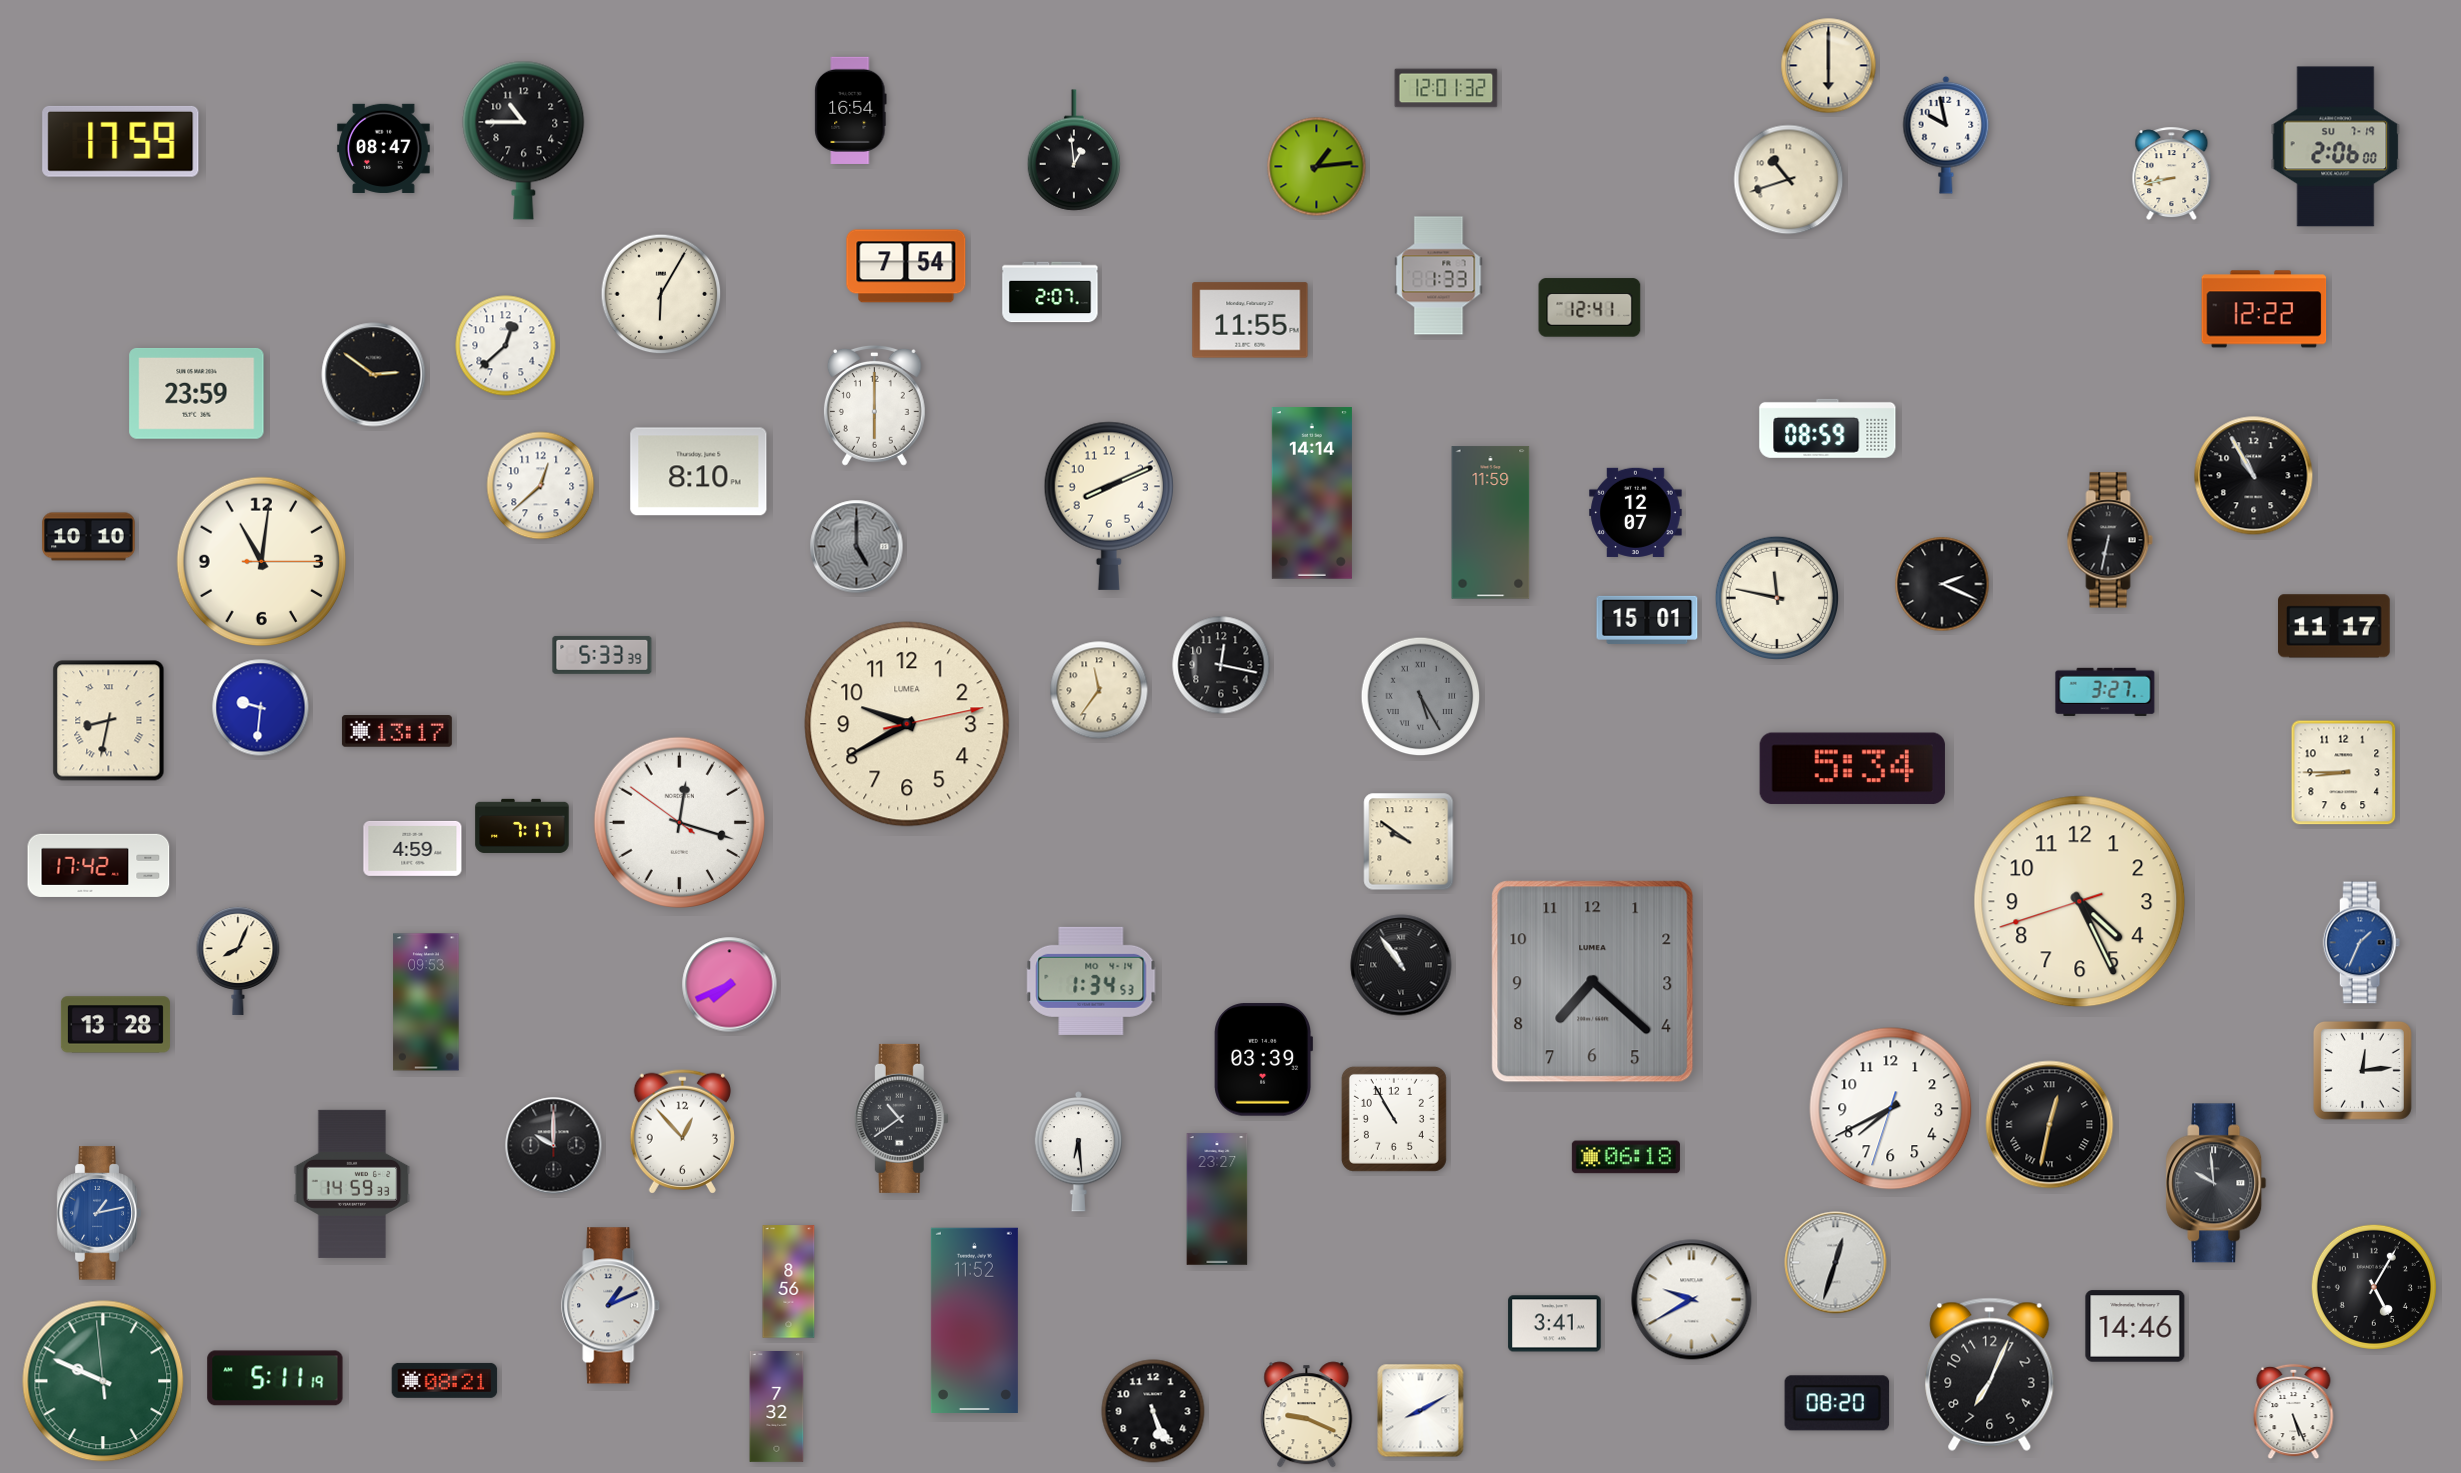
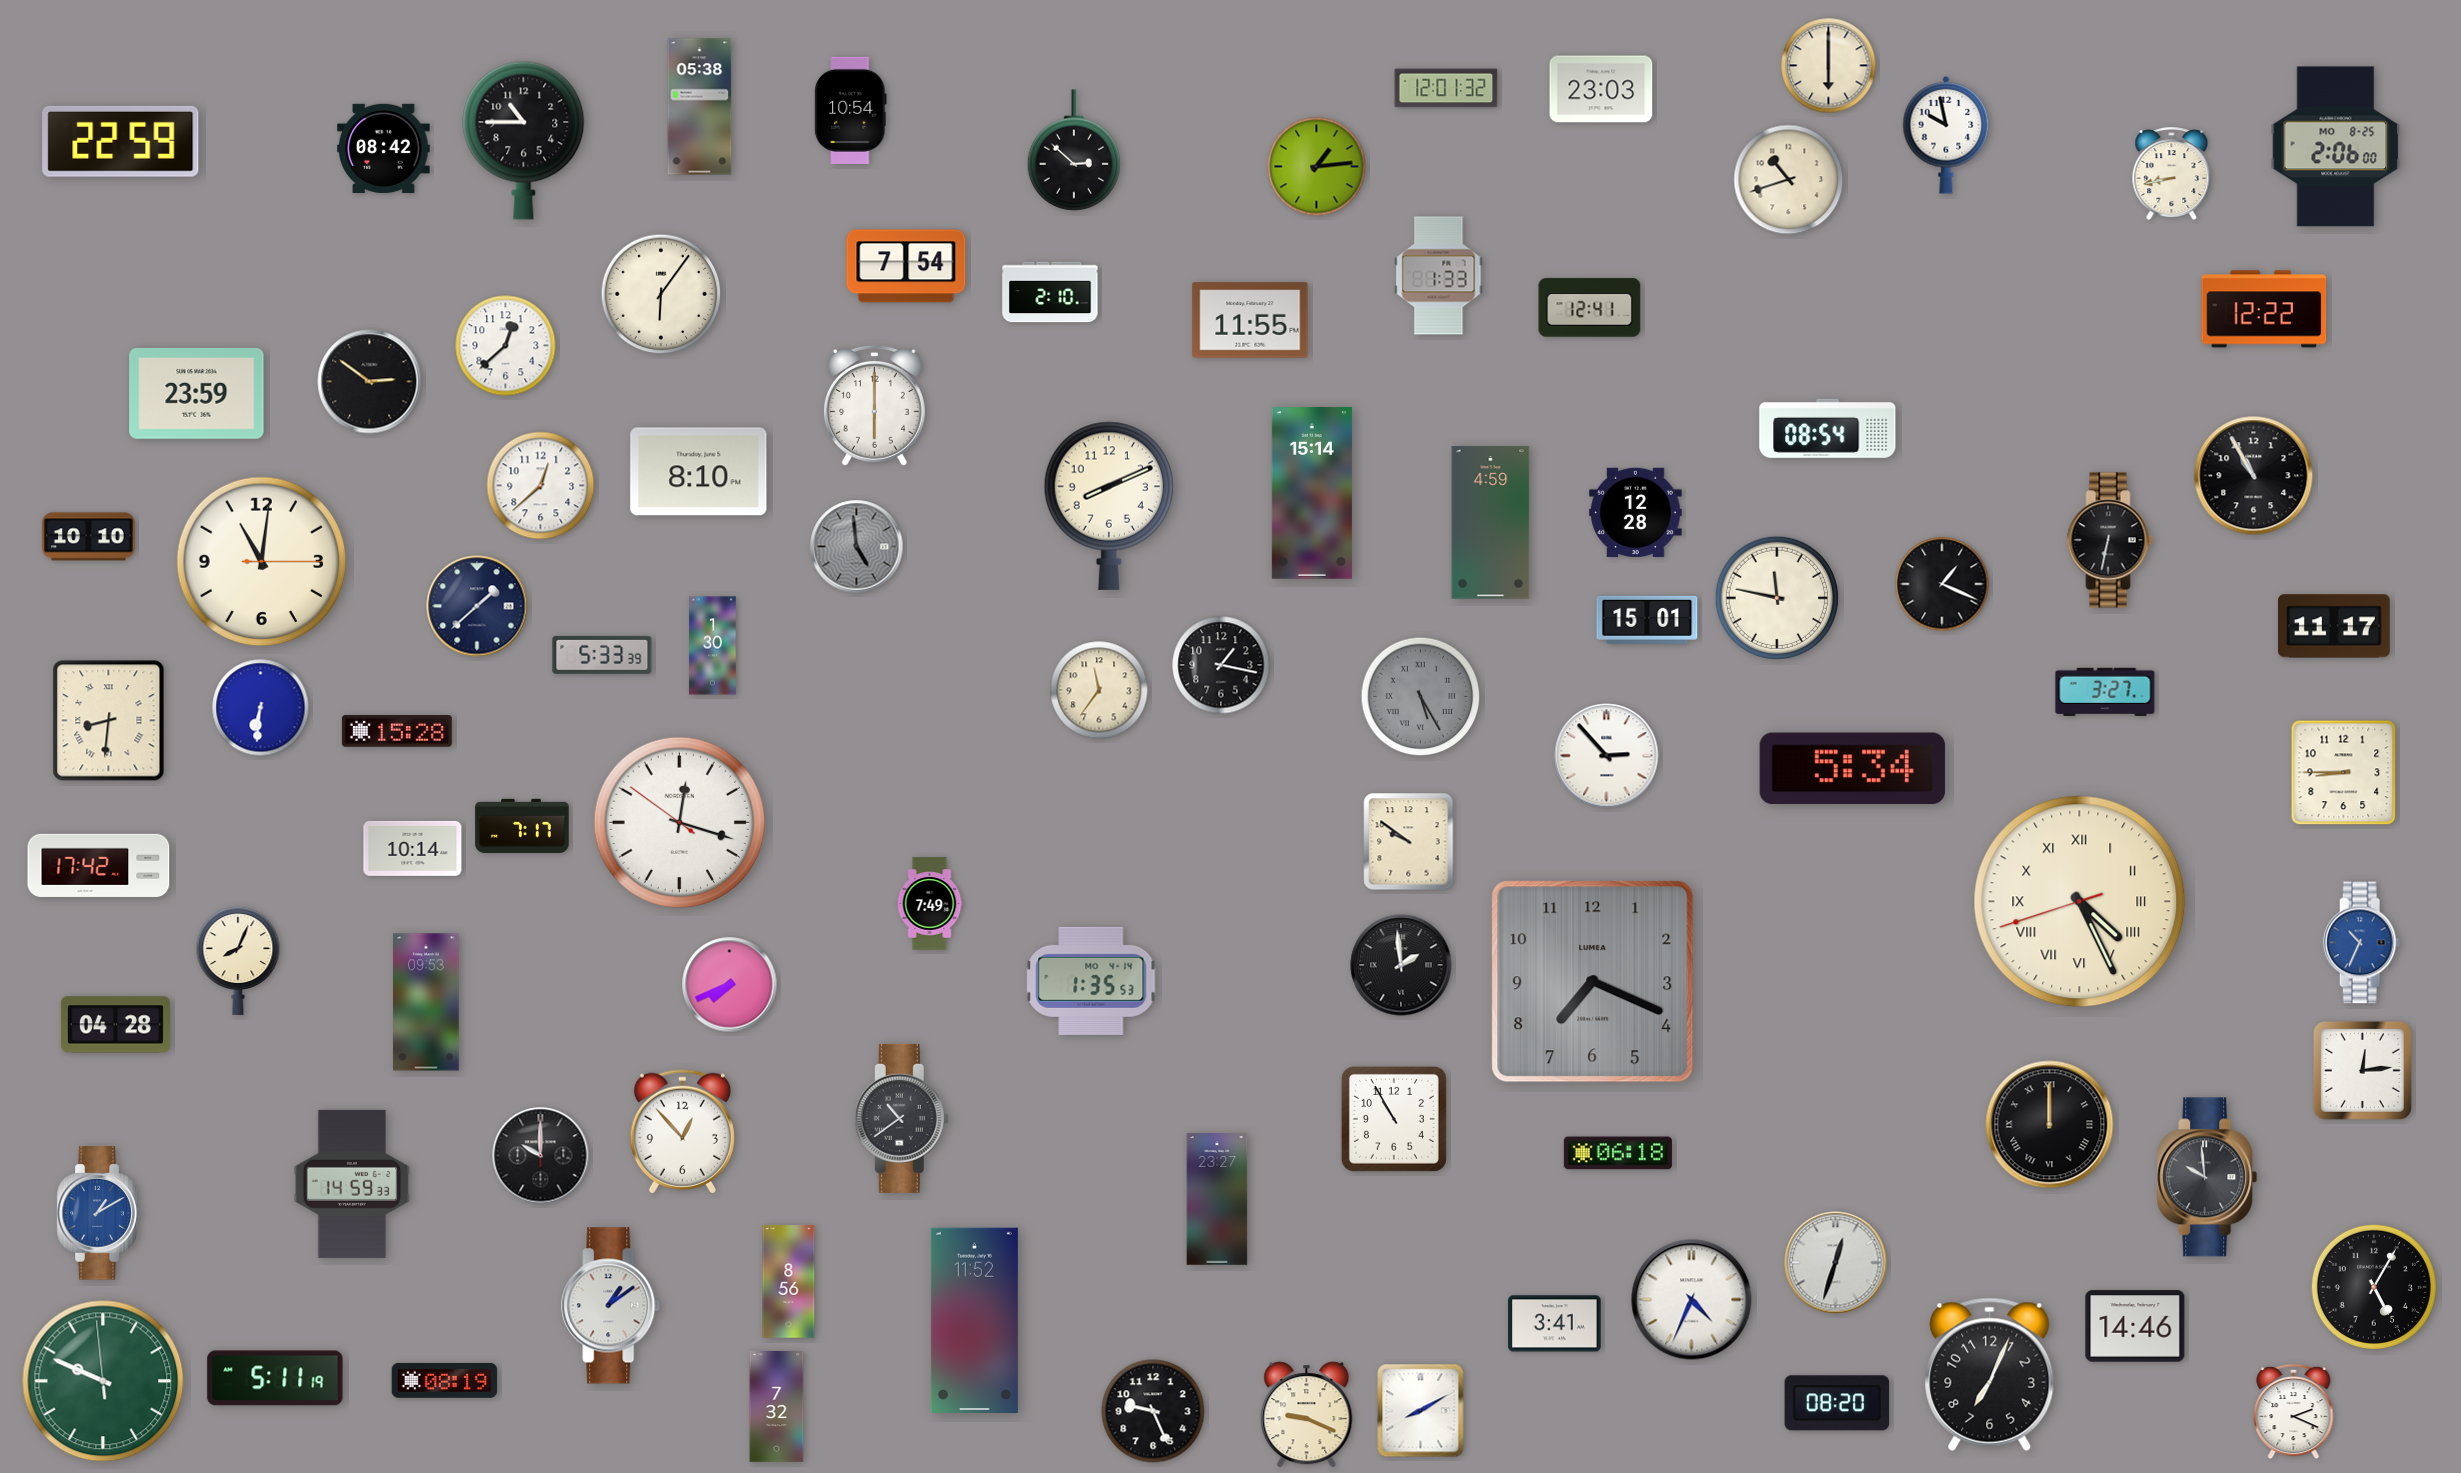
clock at (1601, 89): none -> 23:03
clock at (700, 107): none -> 05:38
clock at (851, 110): 16:54 -> 10:54
clock at (121, 141): 17:59 -> 22:59
clock at (2336, 147) date: SU 7-19 -> MO 8-25
clock at (384, 148): 08:47 -> 08:42
clock at (1073, 150): 12:59 -> 2:52
clock at (1050, 292): 2:07 -> 2:10
clock at (661, 294): 6:05 -> 6:06
clock at (374, 375) position: (374, 375) -> (370, 382)
clock at (1828, 428): 08:59 -> 08:54
clock at (1312, 493): 14:14 -> 15:14
clock at (1636, 512): 12:07 -> 12:28
clock at (1491, 523): 11:59 -> 4:59
clock at (857, 547): 5:00 -> 4:59
clock at (1942, 584): 2:19 -> 1:19
clock at (477, 606): none -> 1:38
clock at (713, 646): none -> 1:30
clock at (1221, 665): 12:17 -> 1:17
clock at (261, 708): 9:31 -> 6:31
clock at (109, 721): 8:32 -> 8:31
clock at (907, 724): 9:40 -> none
clock at (397, 731): 13:17 -> 15:28
clock at (1607, 756): none -> 2:53
clock at (413, 848): 4:59 -> 10:14
clock at (2080, 902) numerals: Arabic -> Roman
clock at (930, 904): none -> 7:49
clock at (2362, 943): 1:34 -> 10:34
clock at (1401, 965): 10:54 -> 1:59
clock at (1091, 981): 1:34 -> 1:35
clock at (1593, 982): 7:22 -> 7:19
clock at (115, 1025): 13:28 -> 04:28
clock at (1263, 1060): 03:39 -> none
clock at (1891, 1109): 7:40 -> none
clock at (2050, 1125): 12:32 -> 12:00
clock at (554, 1146) position: (554, 1146) -> (541, 1156)
clock at (1078, 1152): 6:29 -> none
clock at (1626, 1157) position: (1626, 1157) -> (1618, 1153)
clock at (2216, 1183) position: (2216, 1183) -> (2207, 1177)
clock at (99, 1213): 1:13 -> 1:10
clock at (1692, 1300): 9:40 -> 4:34
clock at (611, 1306): 1:11 -> 1:09
clock at (445, 1380): 08:21 -> 08:19
clock at (1153, 1411): 5:26 -> 9:26
clock at (2294, 1412): 5:26 -> 2:19
